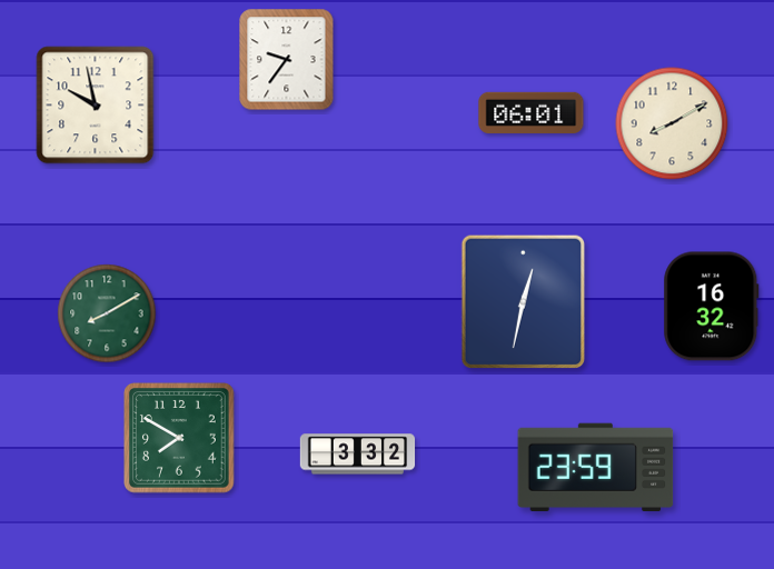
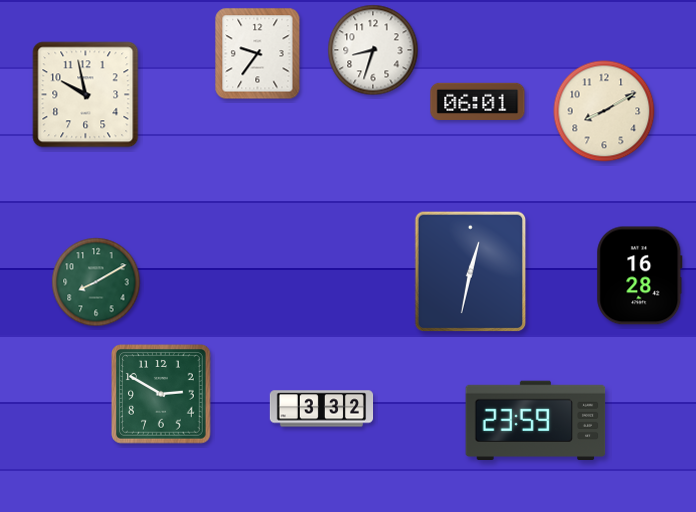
clock at (373, 50): none -> 8:33
clock at (712, 307): 16:32 -> 16:28
clock at (179, 438): 7:50 -> 2:50
